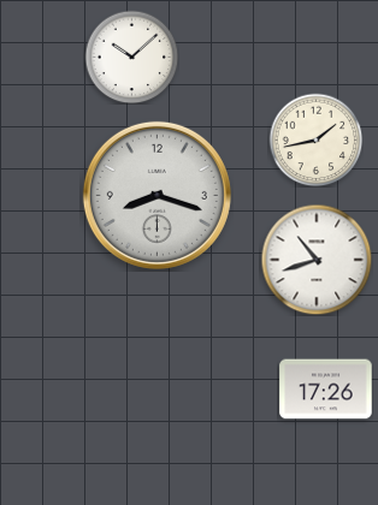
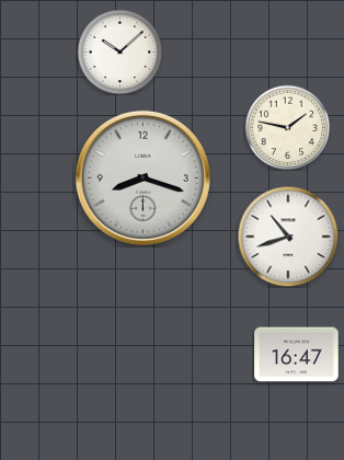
clock at (315, 139): 1:43 -> 1:47
clock at (326, 390): 17:26 -> 16:47
